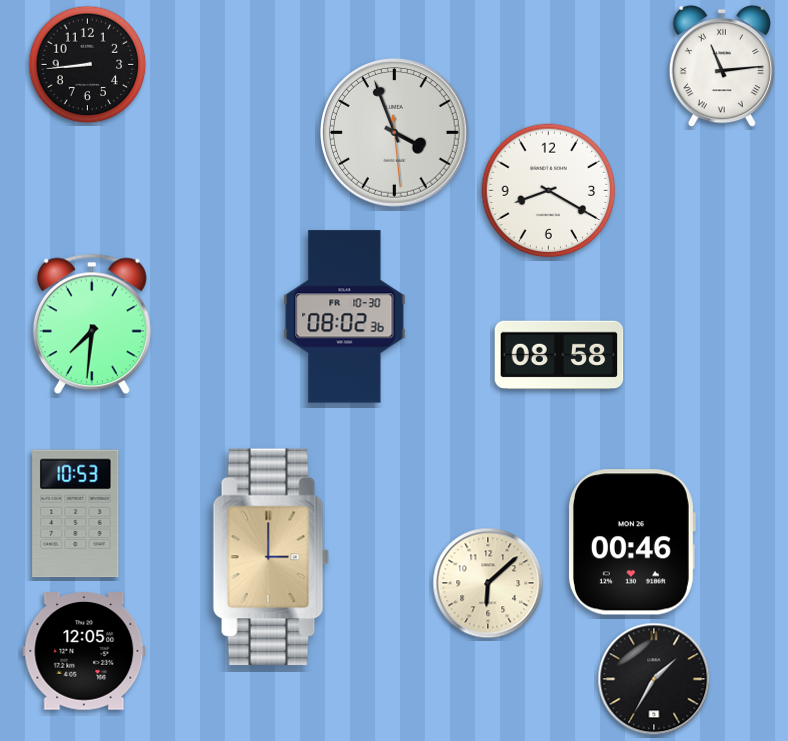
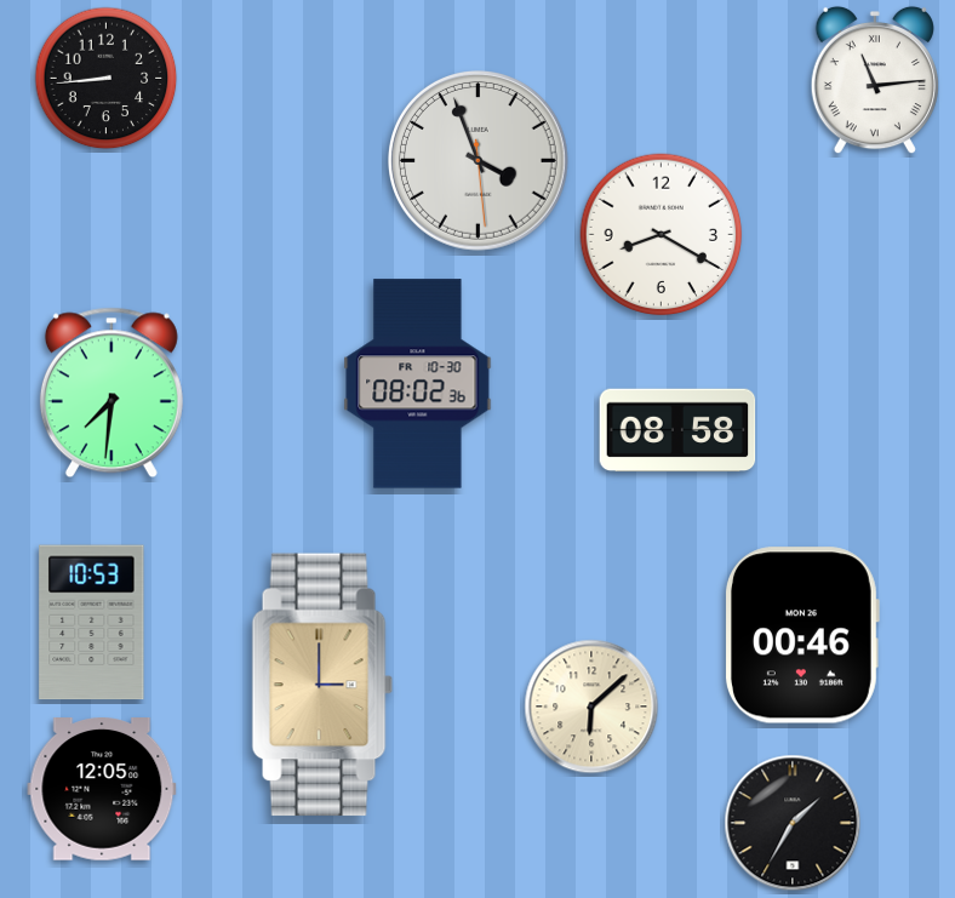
clock at (549, 191) position: (549, 191) -> (662, 235)
clock at (631, 542) position: (631, 542) -> (801, 635)
clock at (271, 557) position: (271, 557) -> (322, 685)
